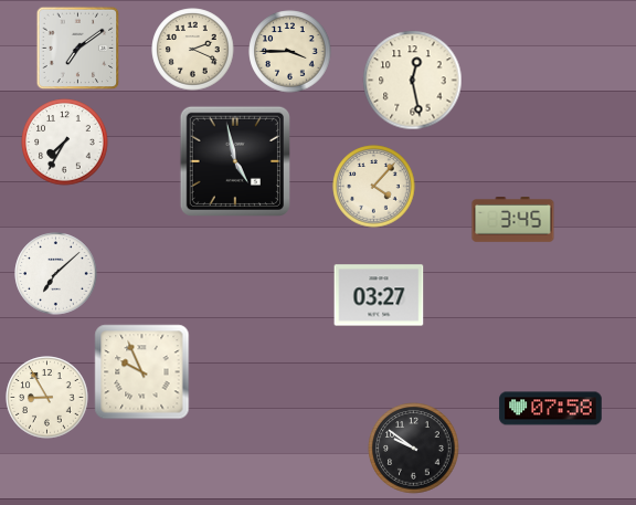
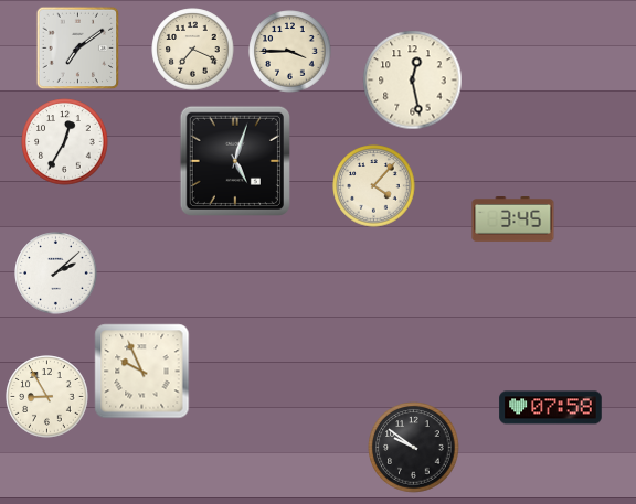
clock at (193, 50): 2:19 -> 7:19
clock at (65, 143): 7:35 -> 12:35
clock at (235, 161): 4:58 -> 5:03
clock at (56, 274): 7:08 -> 2:08
clock at (379, 295): 03:27 -> none
